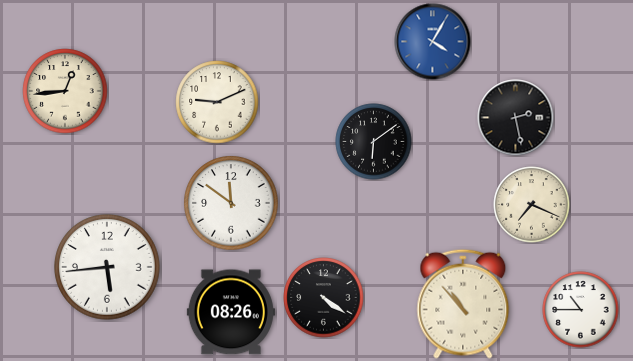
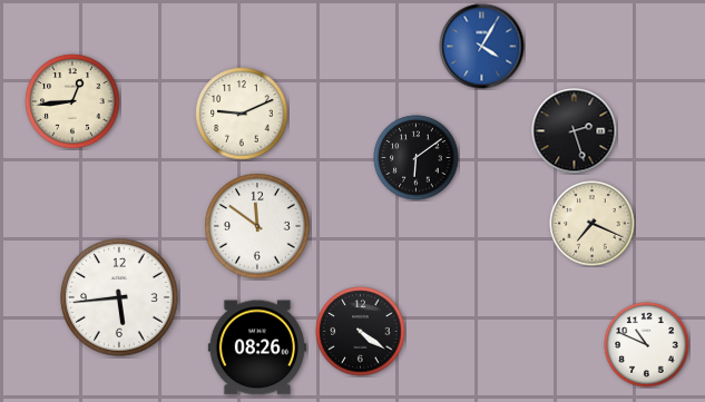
clock at (516, 118): 2:28 -> 2:27
clock at (532, 205) position: (532, 205) -> (593, 224)
clock at (463, 304): 10:53 -> none
clock at (581, 310): 10:45 -> 10:49
